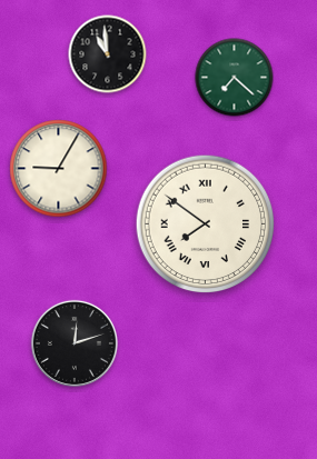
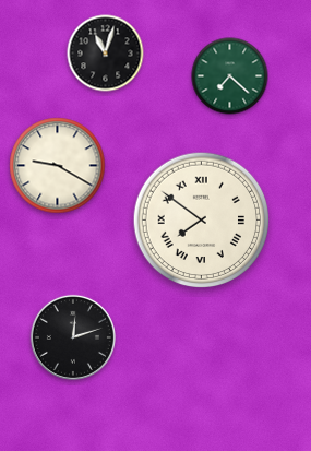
clock at (108, 54): 10:59 -> 11:03
clock at (59, 169): 9:05 -> 9:20
